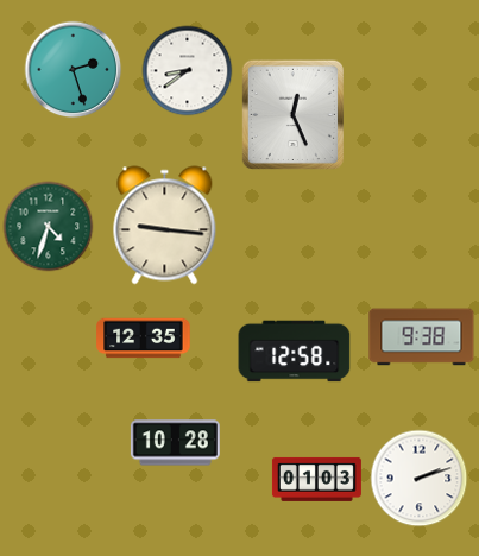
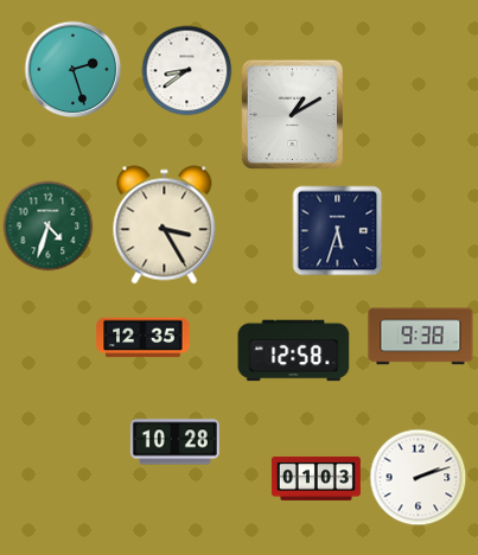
clock at (292, 114): 12:26 -> 1:10
clock at (165, 226): 9:16 -> 3:25
clock at (338, 231): none -> 5:33
